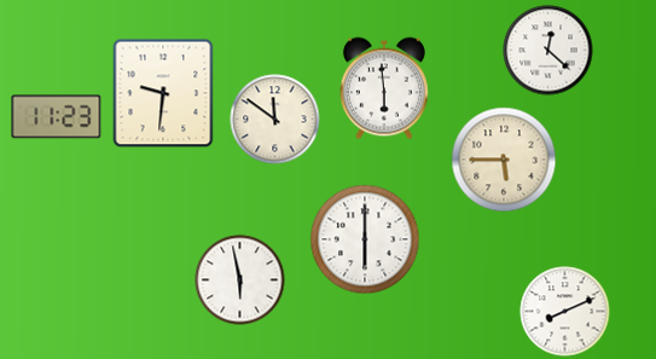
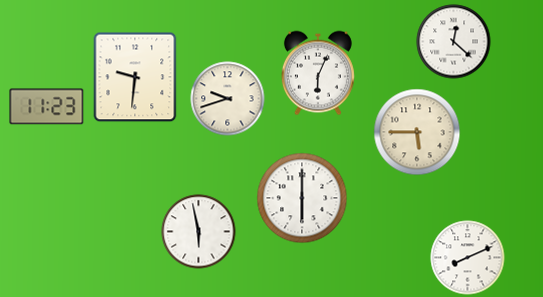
clock at (384, 88): 5:59 -> 6:04
clock at (57, 117) position: (57, 117) -> (47, 107)
clock at (275, 120): 11:51 -> 9:42
